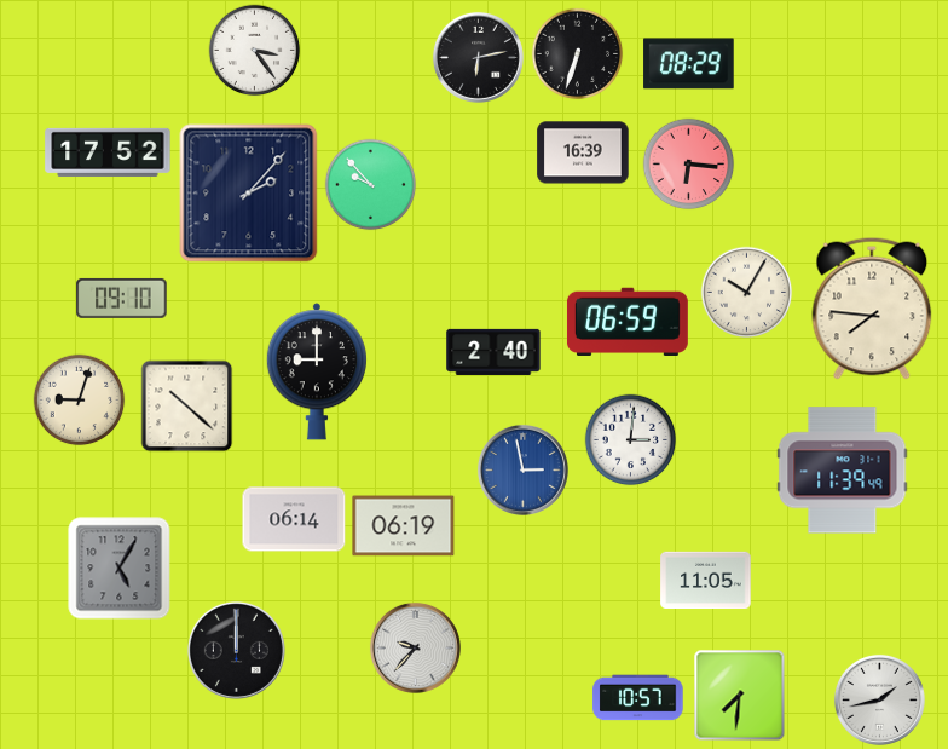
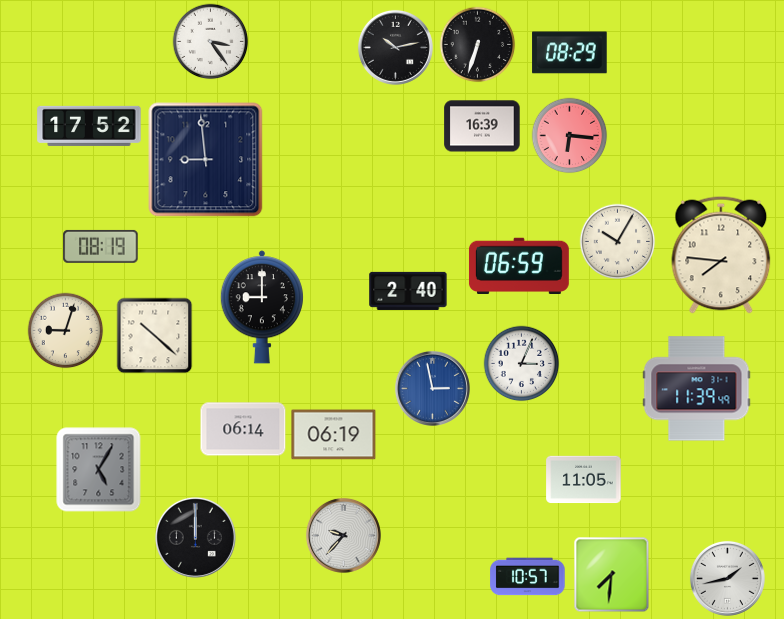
clock at (478, 57): 6:13 -> 10:13
clock at (371, 185): 9:53 -> none
clock at (249, 194): 2:07 -> 8:59
clock at (122, 298): 09:10 -> 08:19
clock at (631, 440): 3:01 -> 3:04
